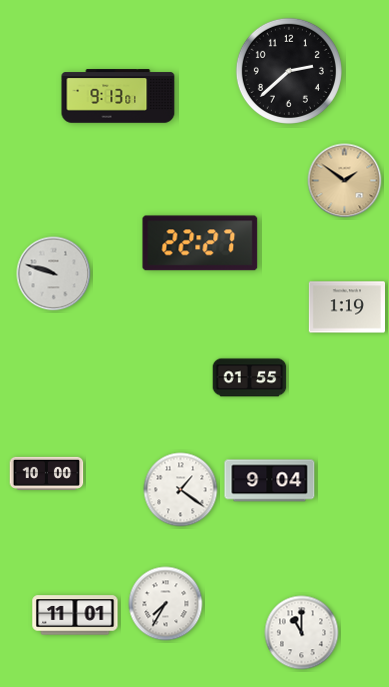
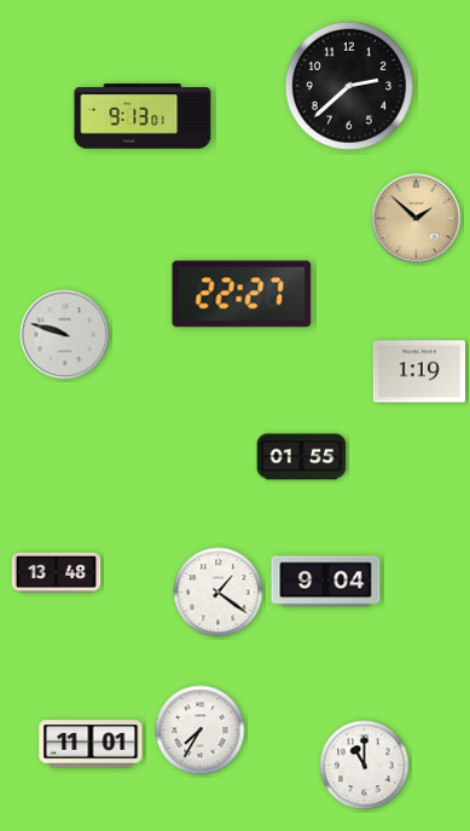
clock at (345, 181): 1:51 -> 1:52
clock at (54, 274) position: (54, 274) -> (65, 335)
clock at (47, 473): 10:00 -> 13:48
